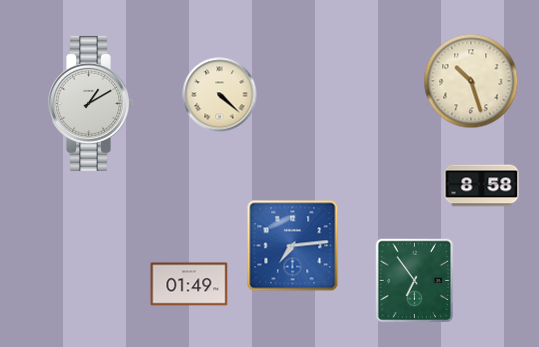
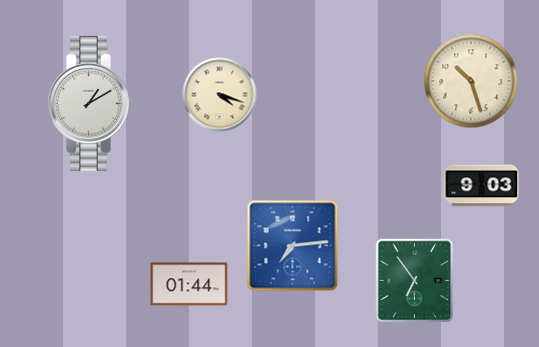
clock at (220, 95): 4:22 -> 4:18
clock at (482, 186): 8:58 -> 9:03
clock at (189, 284): 01:49 -> 01:44
